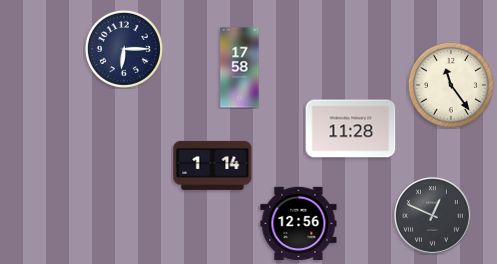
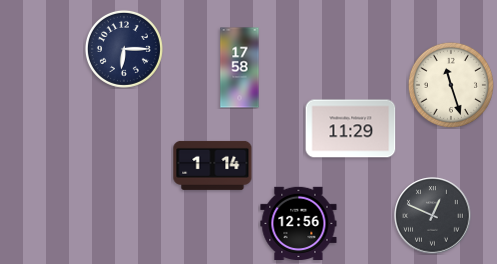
clock at (451, 85): 11:24 -> 11:27
clock at (351, 129): 11:28 -> 11:29
